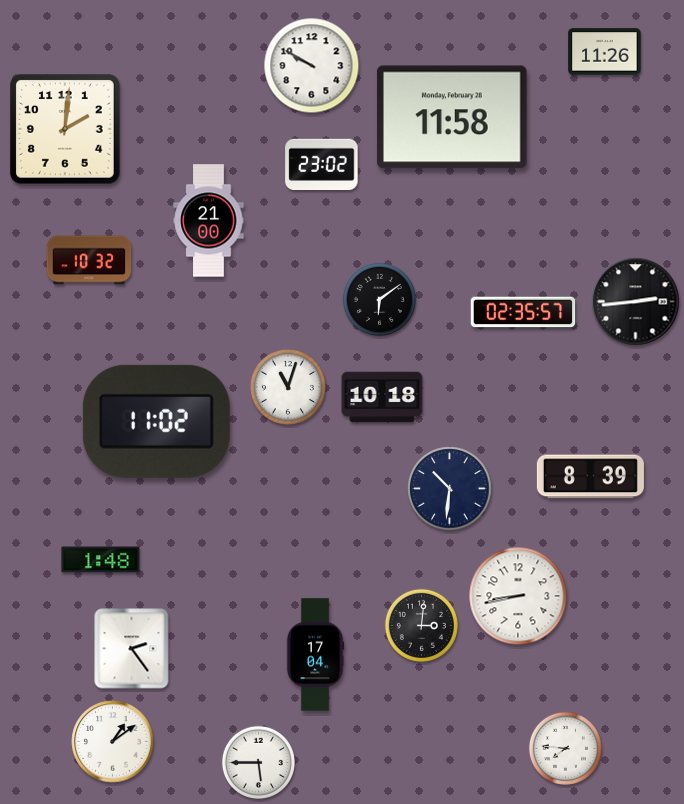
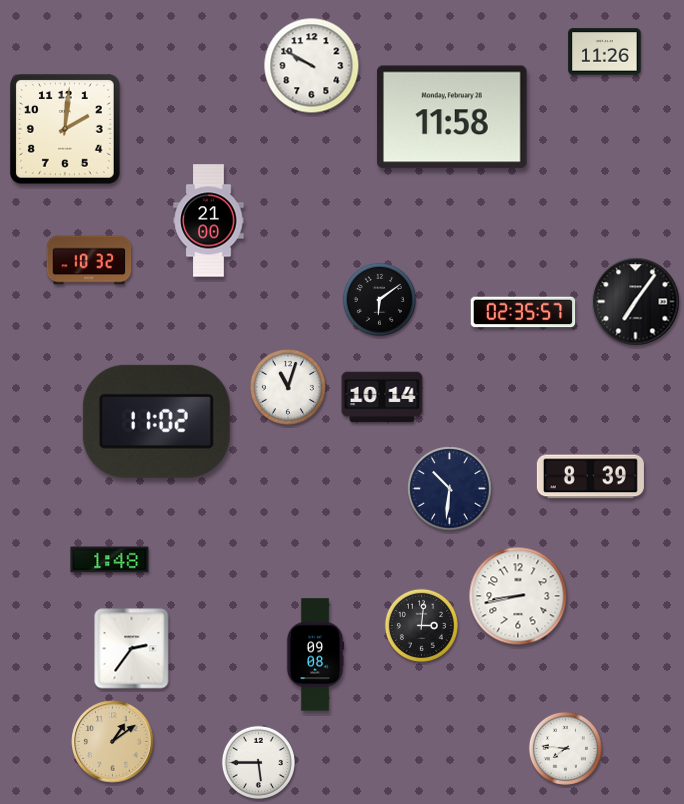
clock at (322, 164): 23:02 -> none
clock at (636, 302): 2:44 -> 7:06
clock at (382, 397): 10:18 -> 10:14
clock at (101, 560) position: (101, 560) -> (110, 560)
clock at (132, 649): 2:24 -> 2:36
clock at (315, 655): 17:04 -> 09:08
clock at (113, 742) dial: white -> champagne
